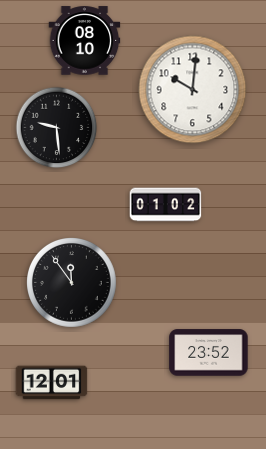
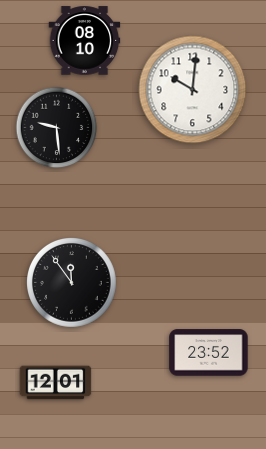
clock at (166, 205): 01:02 -> none
clock at (52, 383) position: (52, 383) -> (56, 383)
